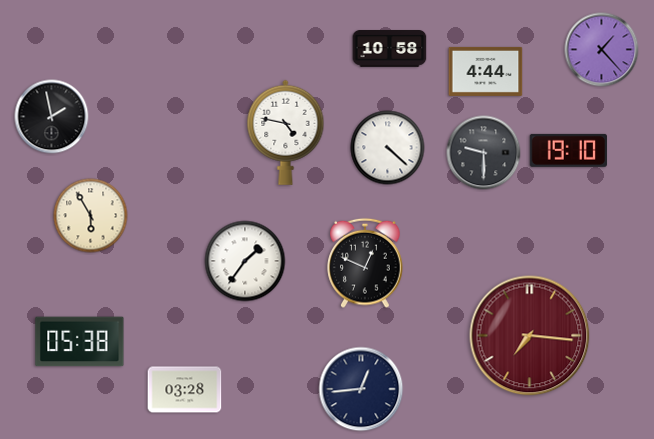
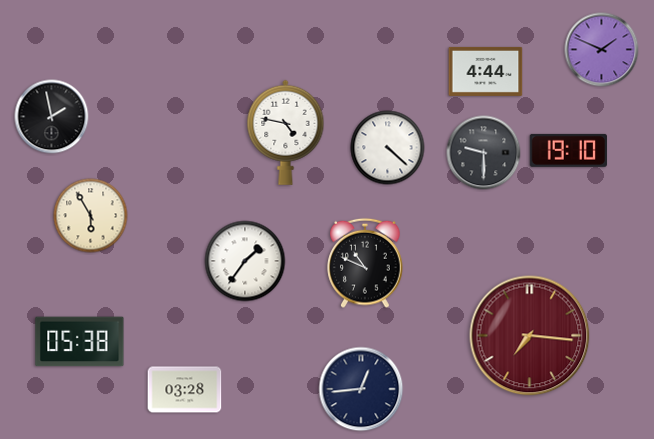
clock at (390, 49): 10:58 -> none
clock at (602, 50): 1:23 -> 1:49
clock at (365, 263): 12:49 -> 10:49
